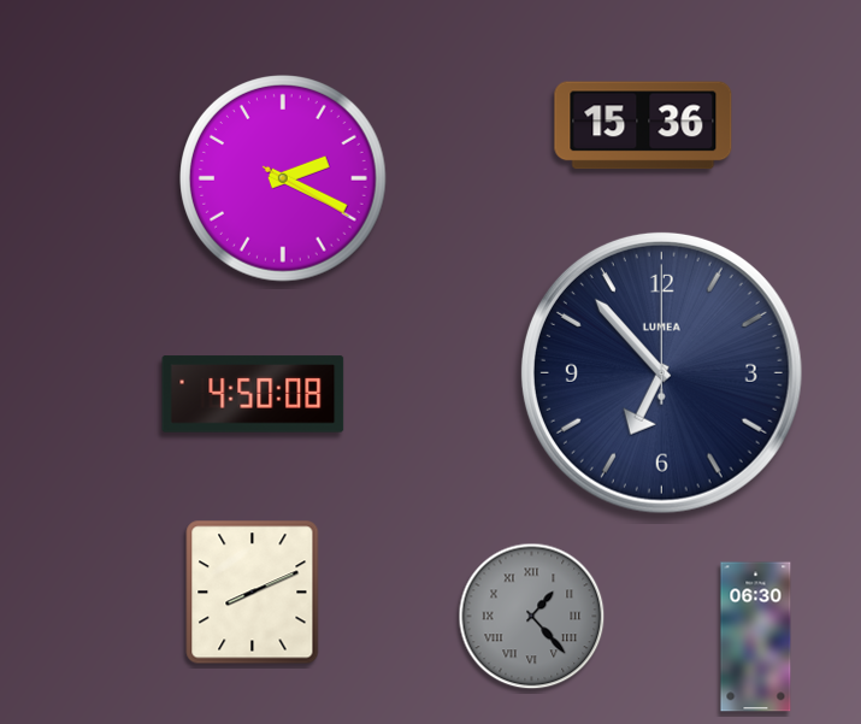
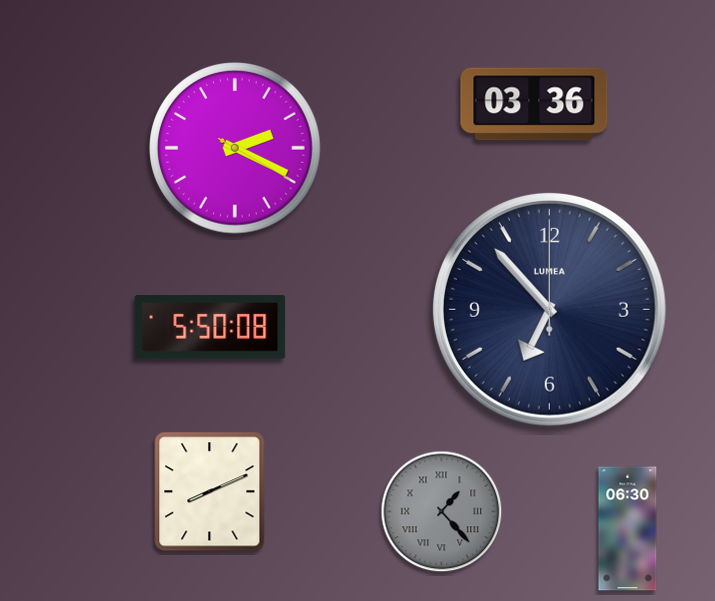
clock at (643, 125): 15:36 -> 03:36
clock at (253, 394): 4:50 -> 5:50
